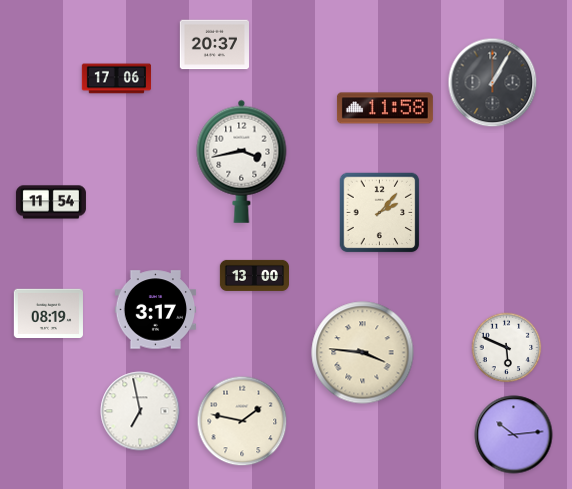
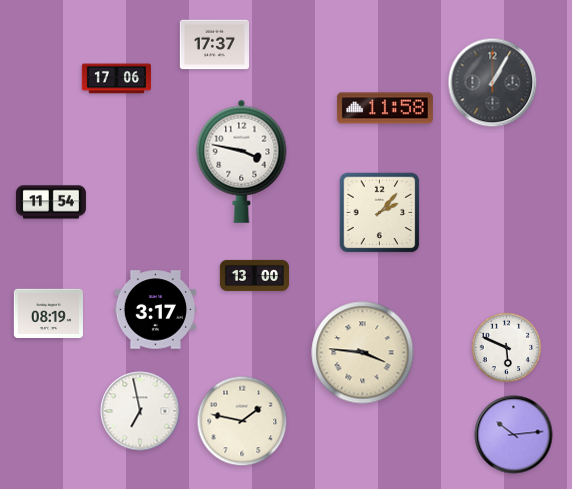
clock at (214, 45): 20:37 -> 17:37
clock at (242, 161): 3:43 -> 3:47
